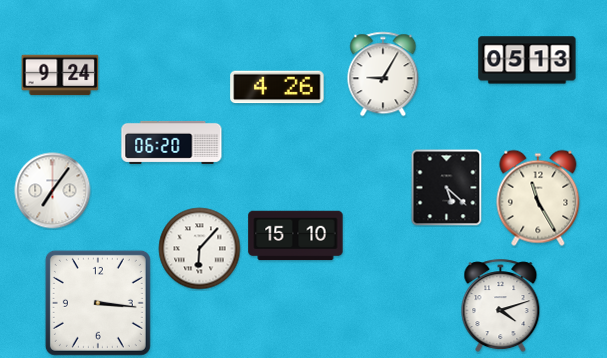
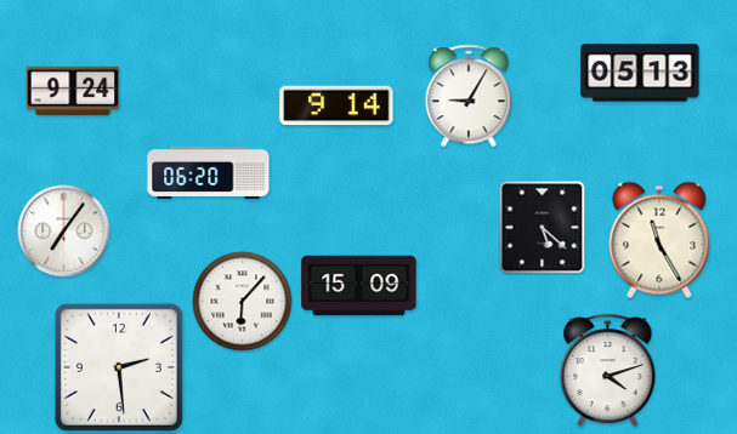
clock at (383, 74) position: (383, 74) -> (469, 96)
clock at (277, 87): 4:26 -> 9:14
clock at (538, 198) position: (538, 198) -> (659, 240)
clock at (296, 236): 15:10 -> 15:09
clock at (98, 303): 3:16 -> 2:29
